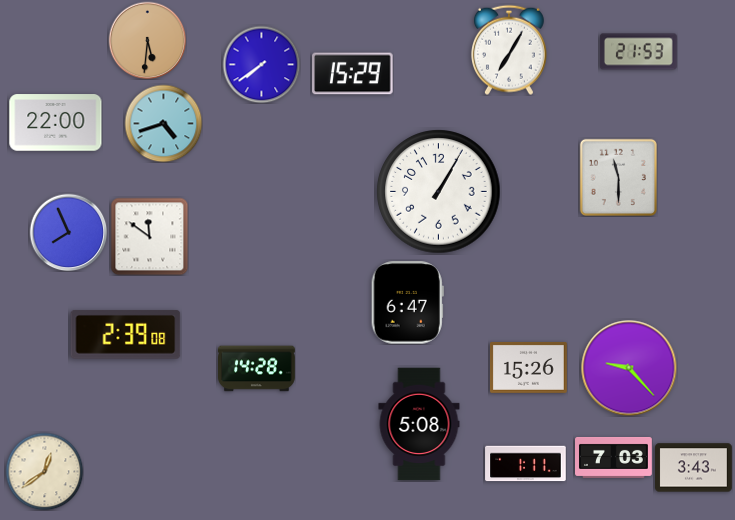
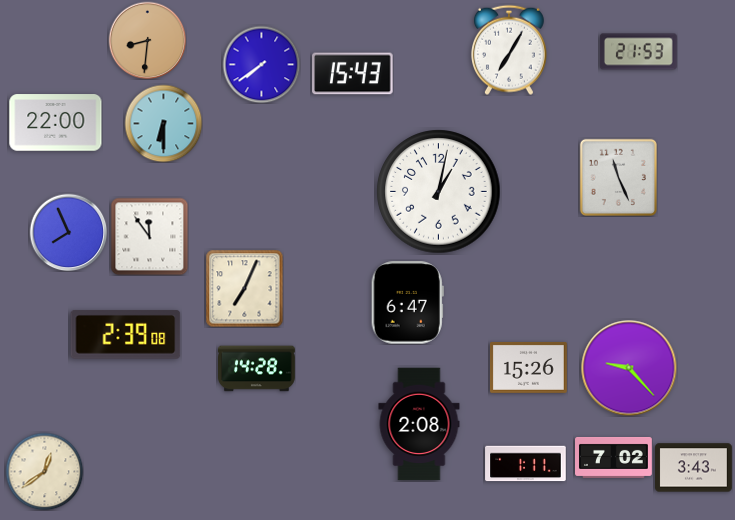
clock at (147, 40): 5:31 -> 8:31
clock at (353, 74): 15:29 -> 15:43
clock at (163, 123): 4:42 -> 6:30
clock at (618, 177): 11:30 -> 11:26
clock at (439, 192): 1:05 -> 1:02
clock at (149, 236): 11:51 -> 11:54
clock at (244, 288): none -> 7:04
clock at (419, 424): 5:08 -> 2:08
clock at (614, 457): 7:03 -> 7:02
